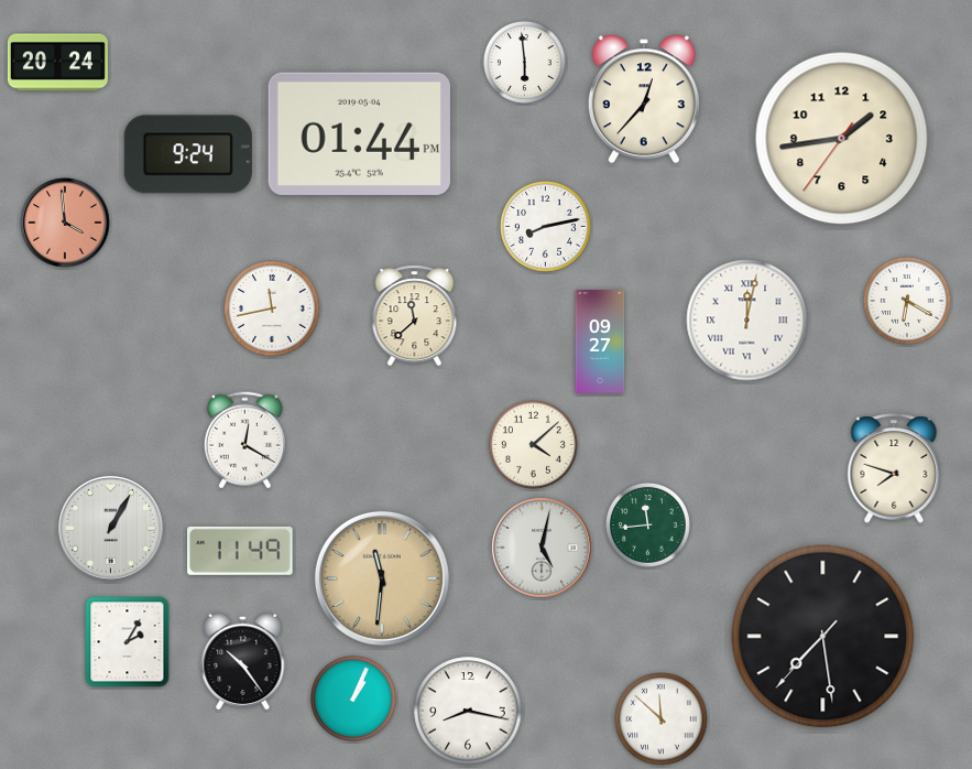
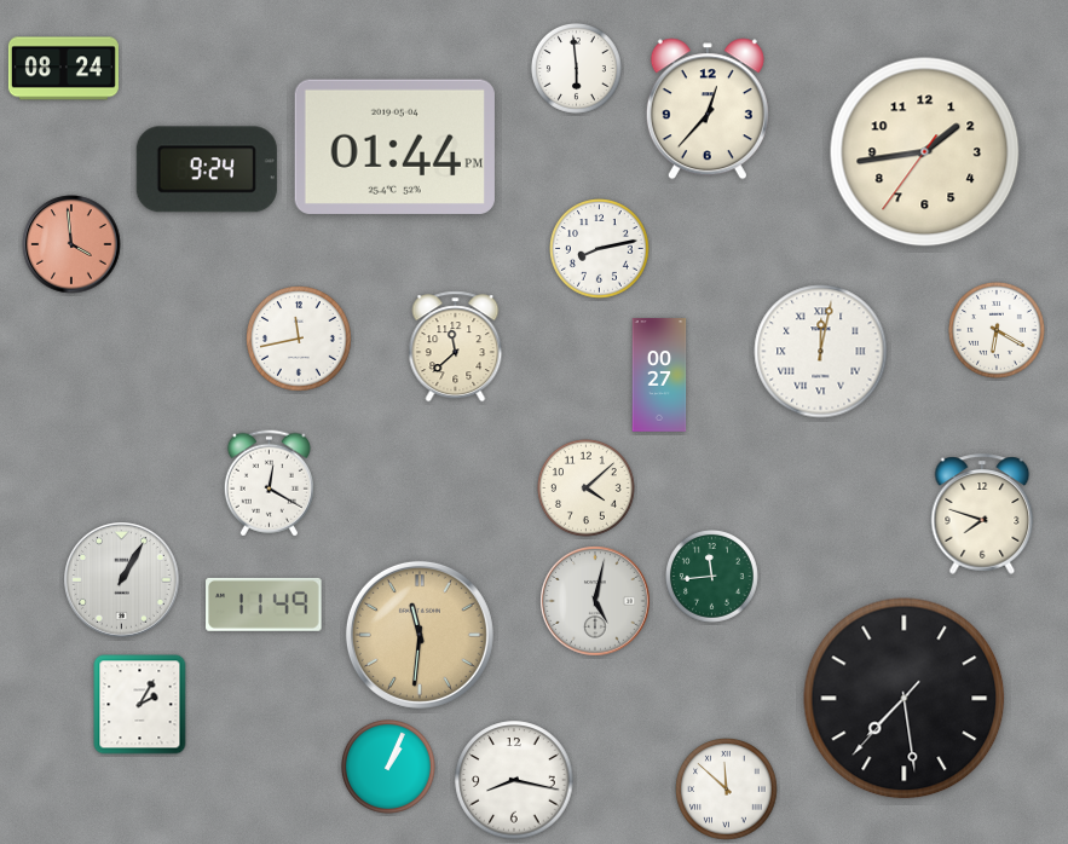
clock at (57, 63): 20:24 -> 08:24
clock at (600, 342): 09:27 -> 00:27
clock at (243, 661): 10:24 -> none
